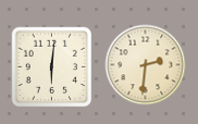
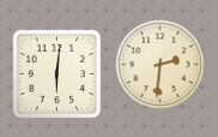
clock at (146, 65) position: (146, 65) -> (161, 65)
